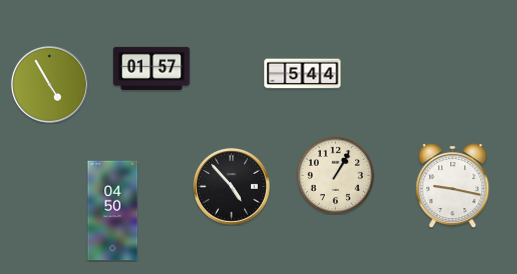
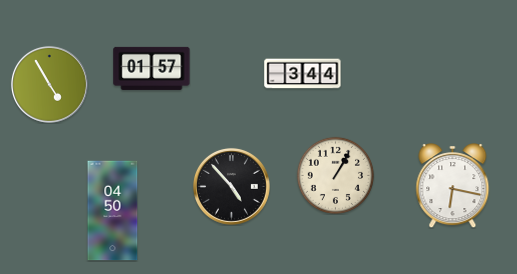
clock at (303, 74): 5:44 -> 3:44
clock at (453, 186): 9:17 -> 6:17
